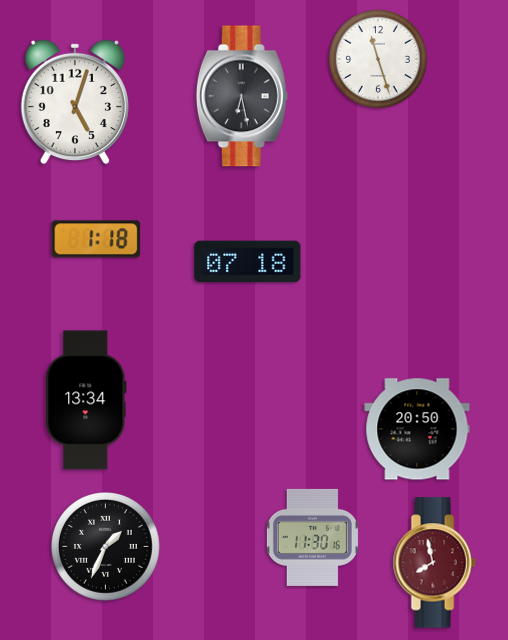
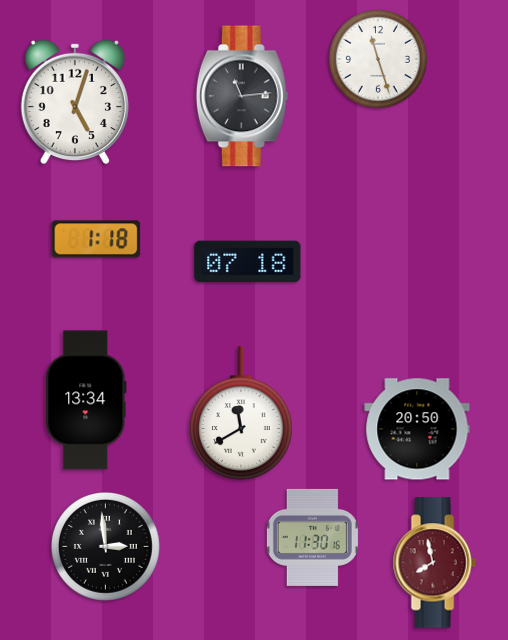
clock at (242, 96): 6:28 -> 11:14
clock at (241, 413): none -> 11:40
clock at (105, 546): 1:34 -> 2:59
